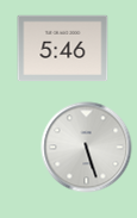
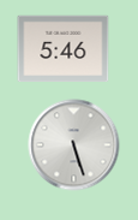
clock at (87, 148) position: (87, 148) -> (74, 145)
